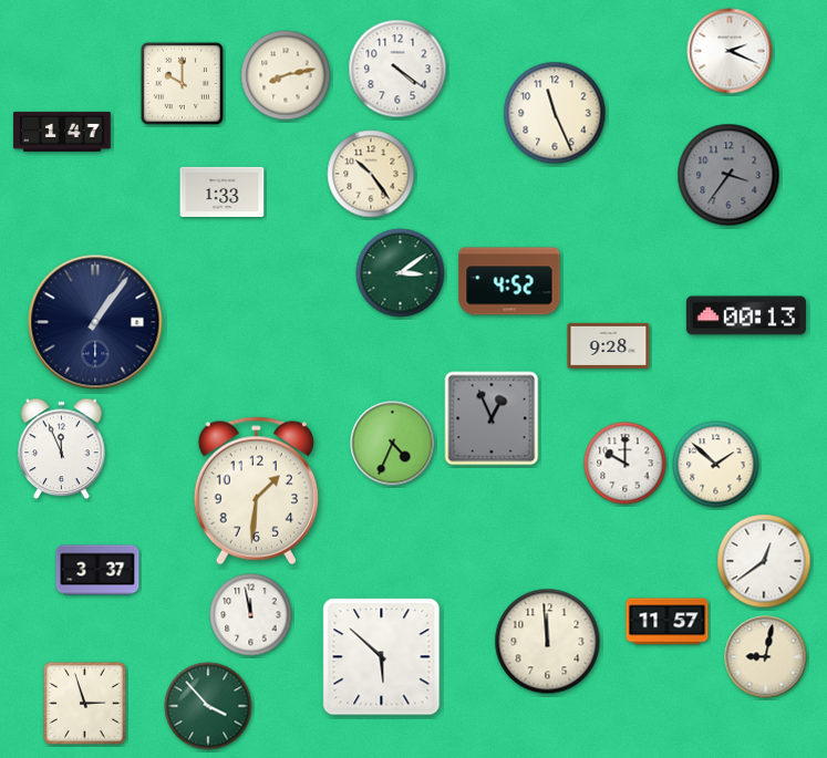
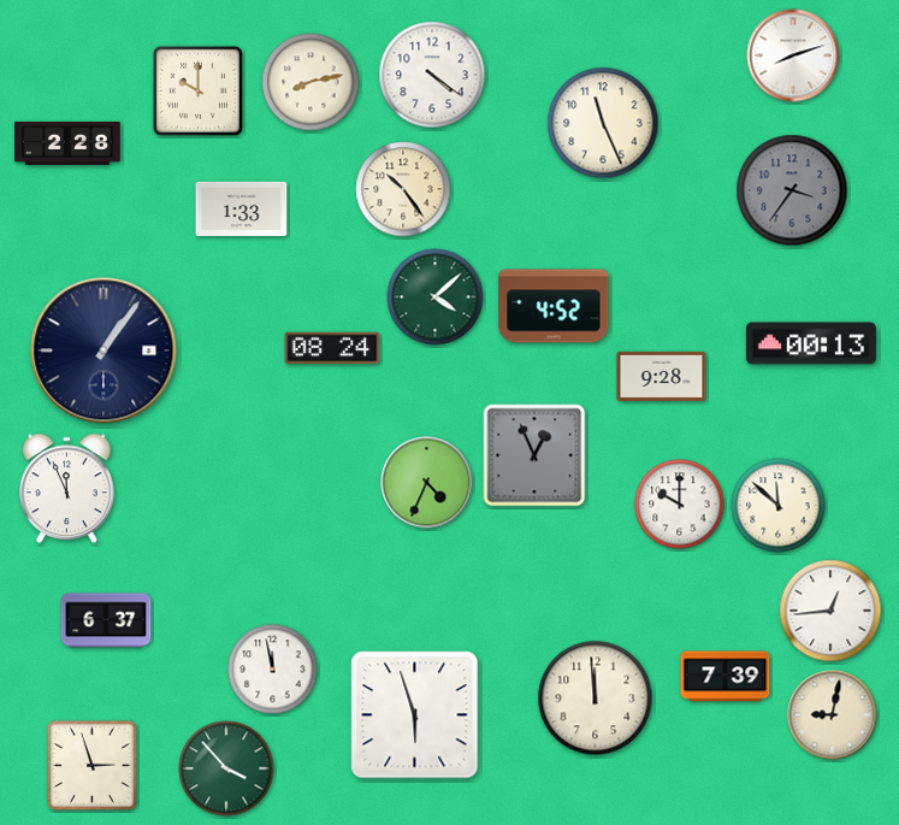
clock at (730, 51): 2:19 -> 8:12
clock at (62, 132): 1:47 -> 2:28
clock at (401, 273): 3:09 -> 4:08
clock at (332, 348): none -> 08:24
clock at (716, 465): 1:52 -> 11:52
clock at (256, 491): 1:31 -> none
clock at (764, 561): 12:39 -> 12:44
clock at (97, 570): 3:37 -> 6:37
clock at (668, 622): 11:57 -> 7:39
clock at (382, 657): 5:52 -> 5:57
